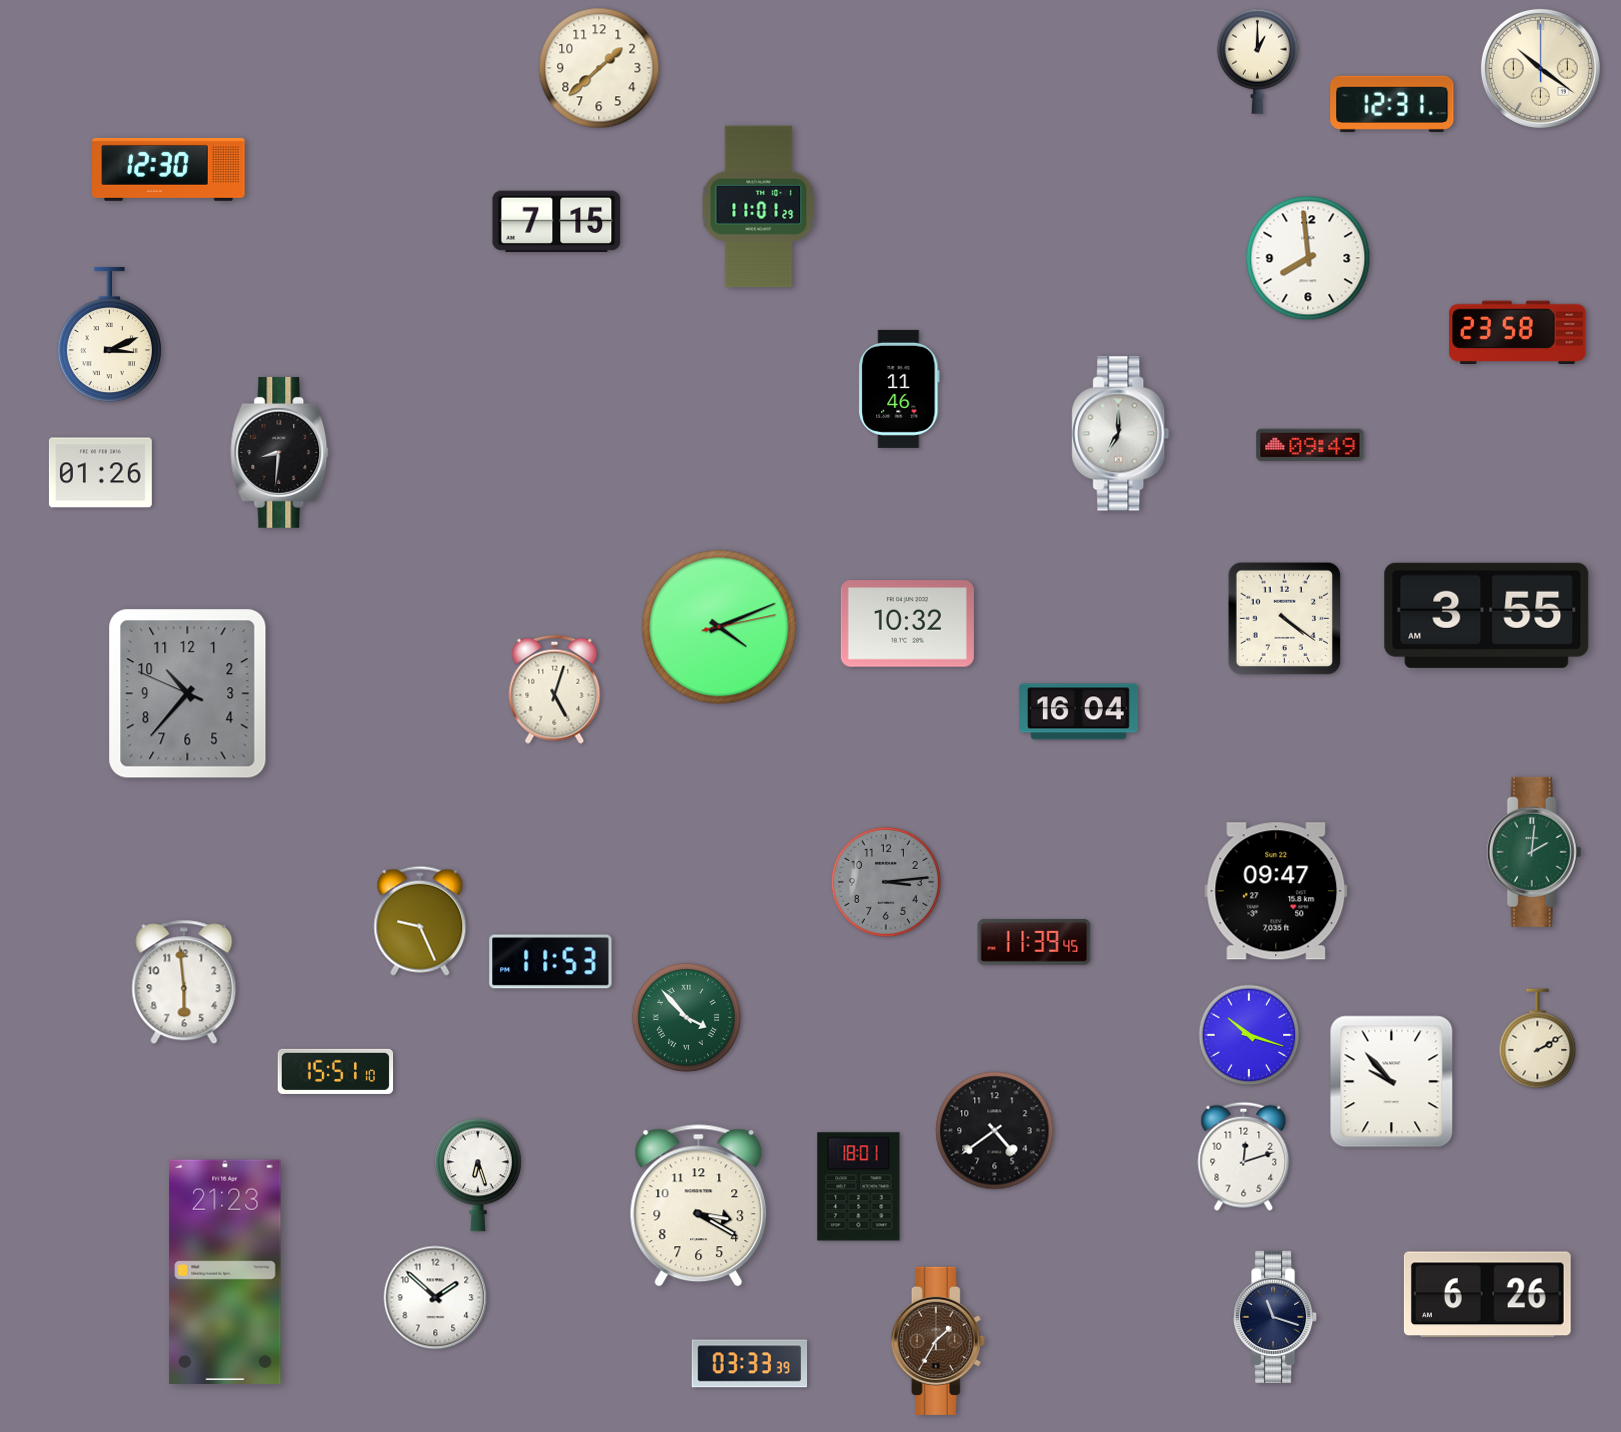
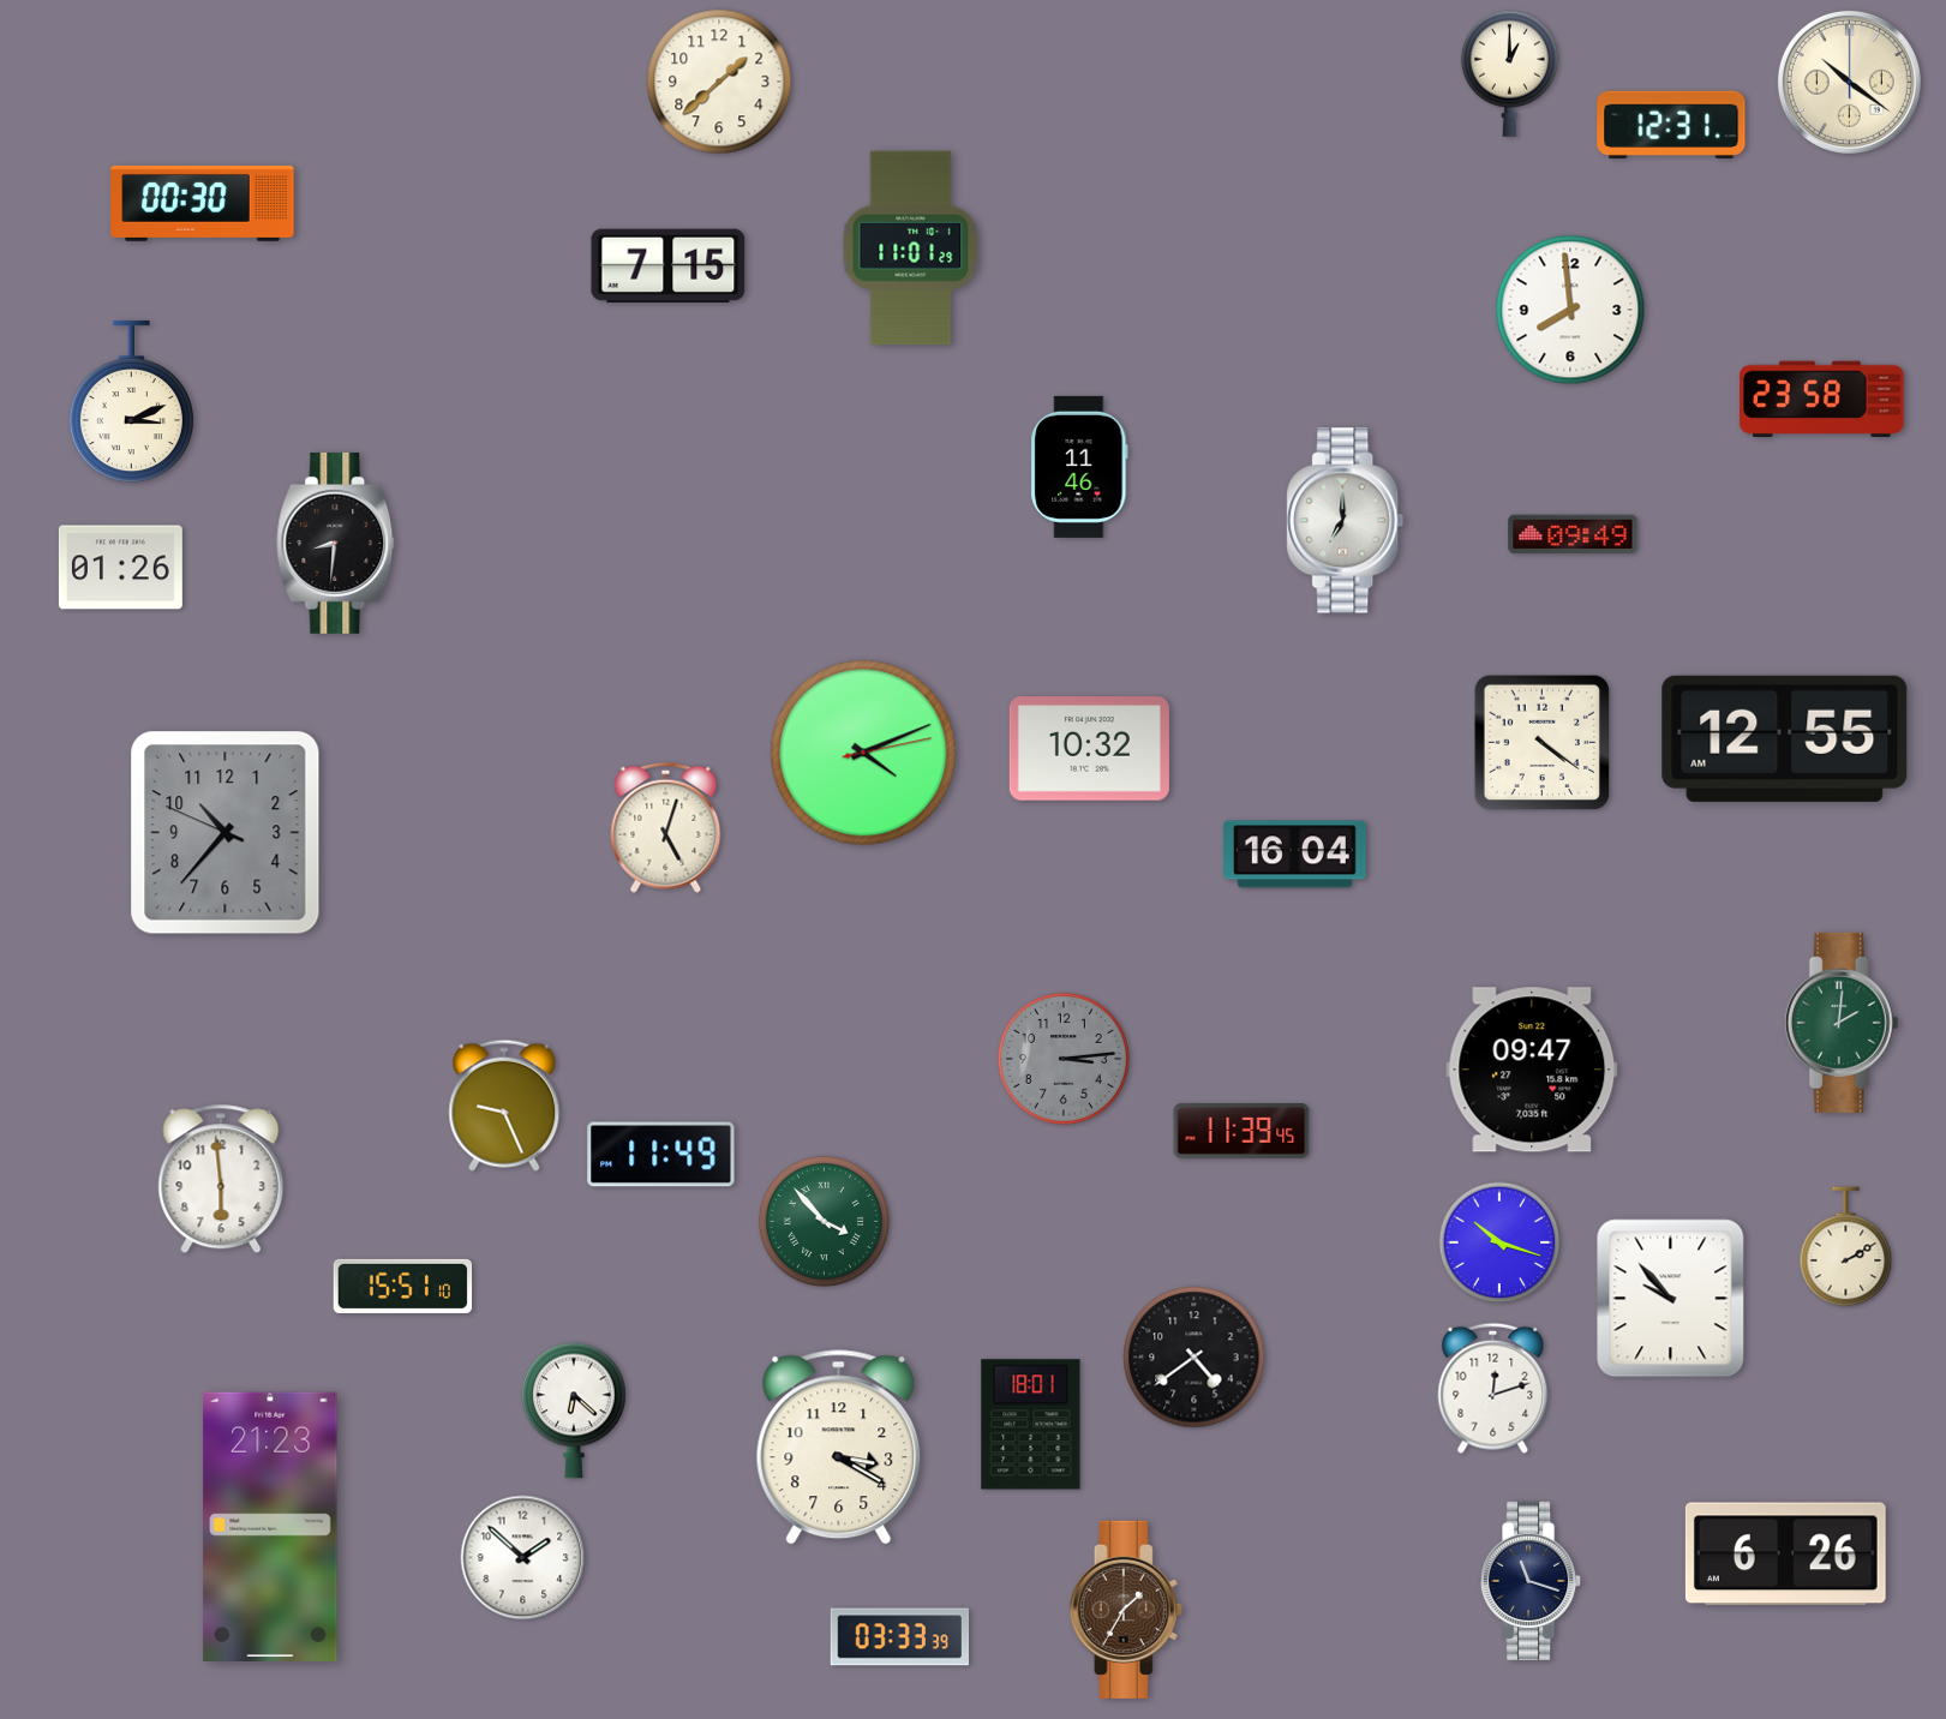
clock at (169, 169): 12:30 -> 00:30
clock at (1487, 615): 3:55 -> 12:55
clock at (551, 962): 11:53 -> 11:49
clock at (479, 1175): 6:27 -> 6:22
